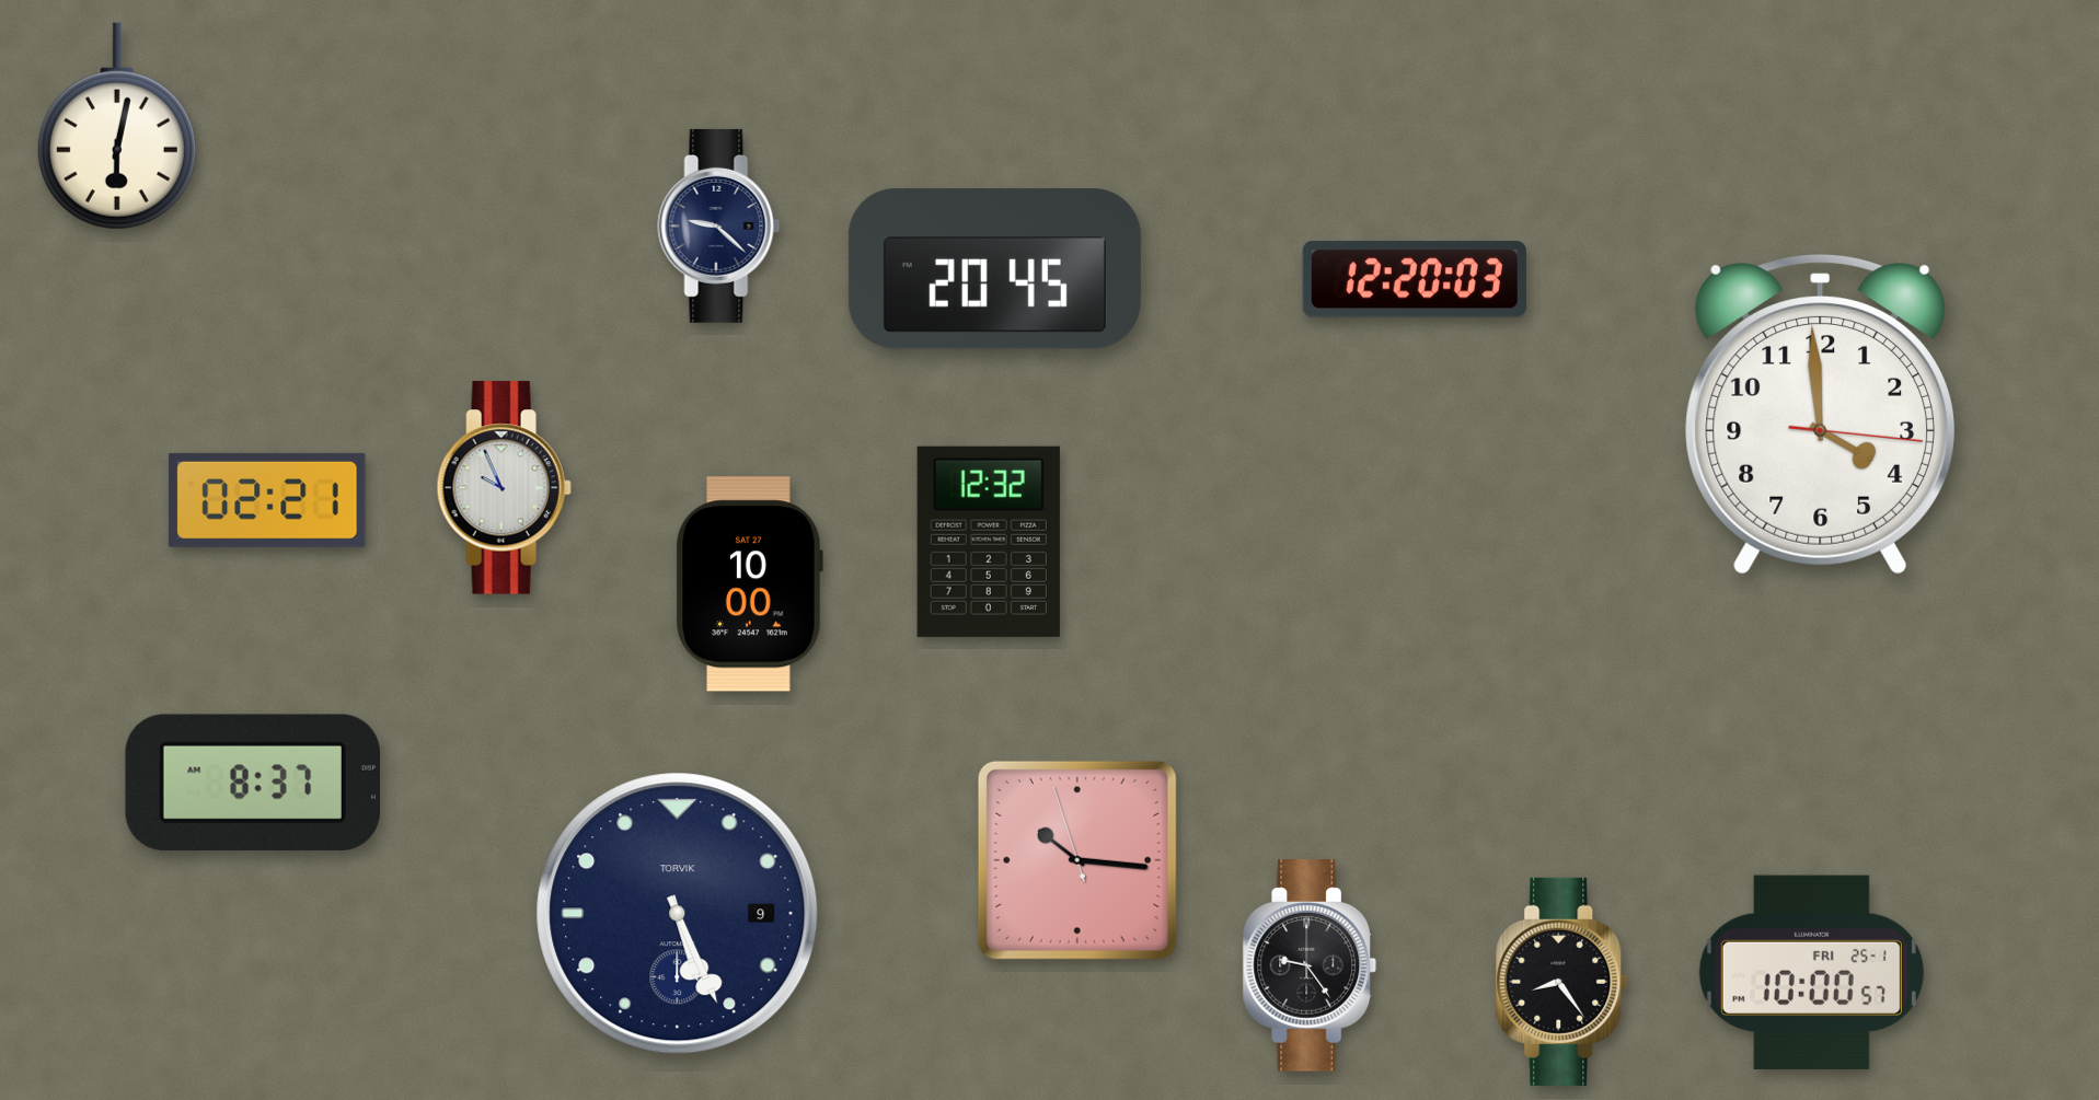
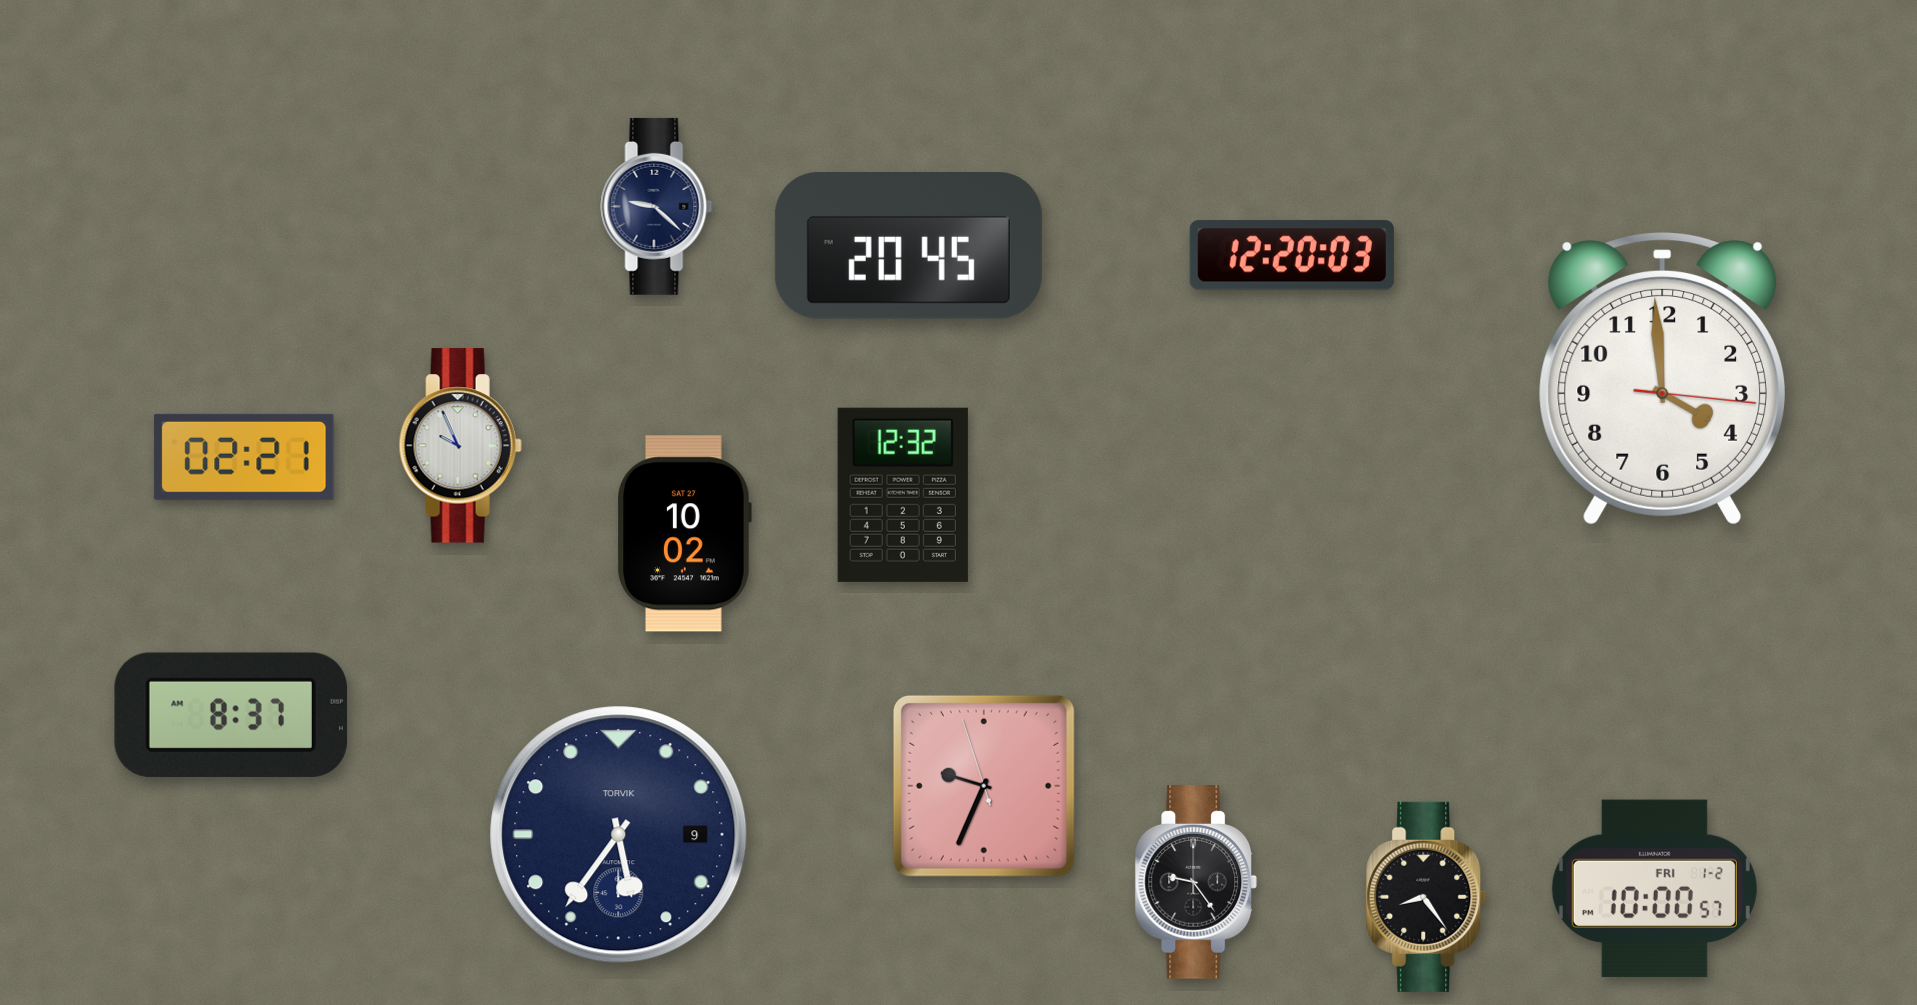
clock at (117, 126): 6:02 -> none
clock at (749, 584): 10:00 -> 10:02
clock at (1077, 860): 10:15 -> 9:33
clock at (678, 914): 5:26 -> 5:36
clock at (1811, 972) date: FRI 25-1 -> FRI 1-2
